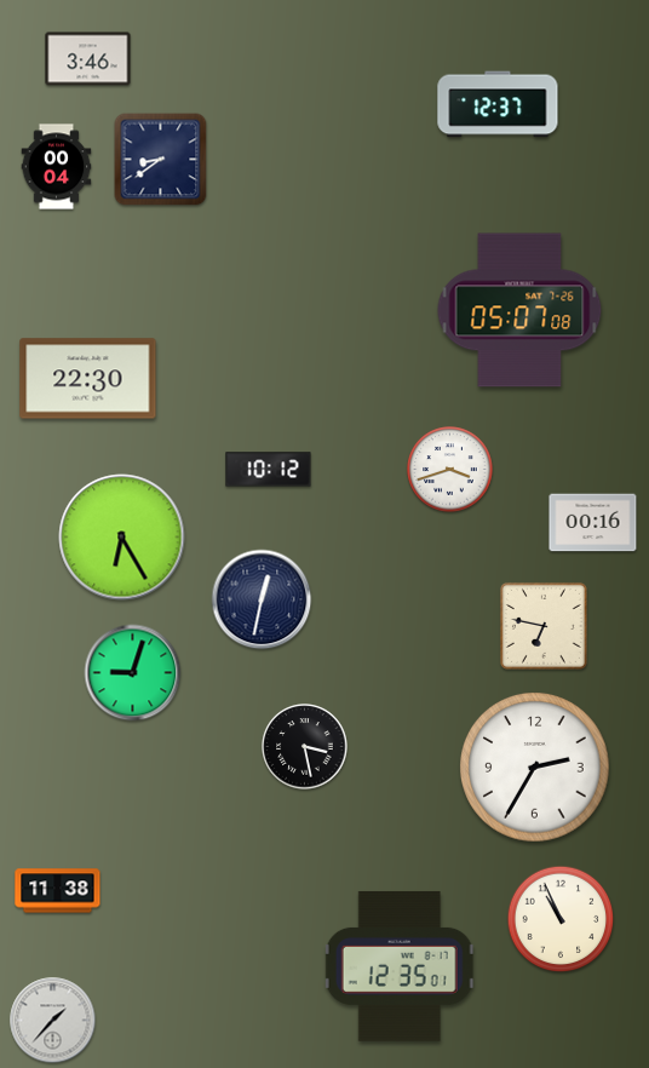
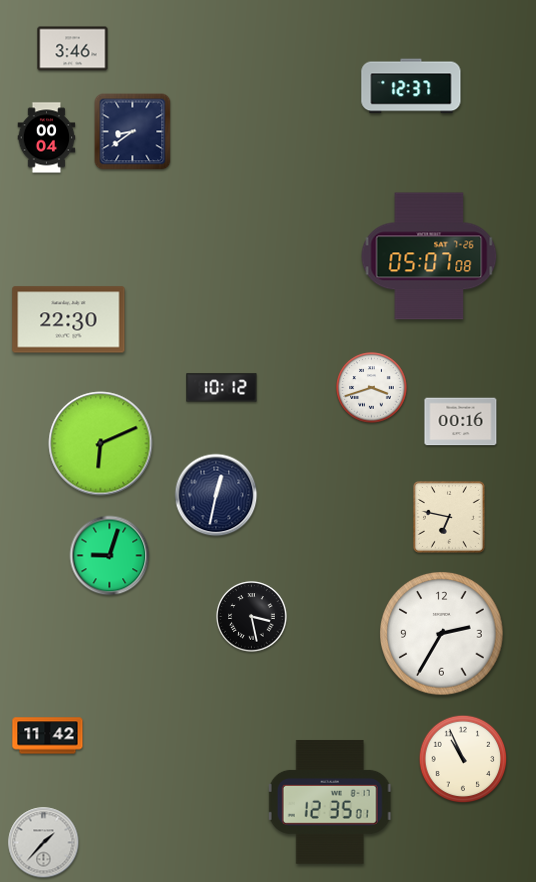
clock at (88, 379) position: (88, 379) -> (69, 320)
clock at (593, 523) position: (593, 523) -> (461, 422)
clock at (122, 538): 6:25 -> 6:11
clock at (58, 891): 11:38 -> 11:42
clock at (400, 966) position: (400, 966) -> (330, 802)
